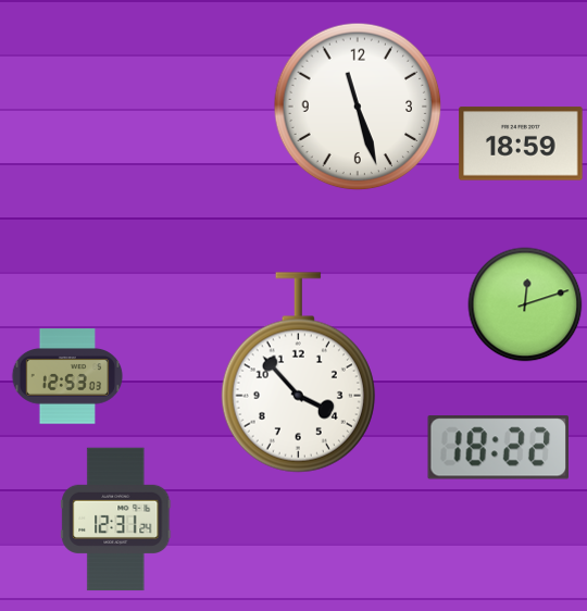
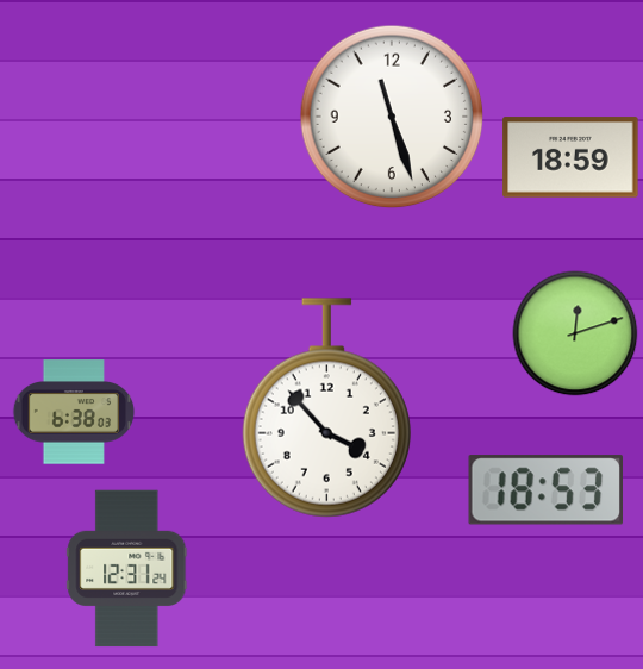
clock at (67, 376): 12:53 -> 6:38
clock at (498, 448): 18:22 -> 18:53
